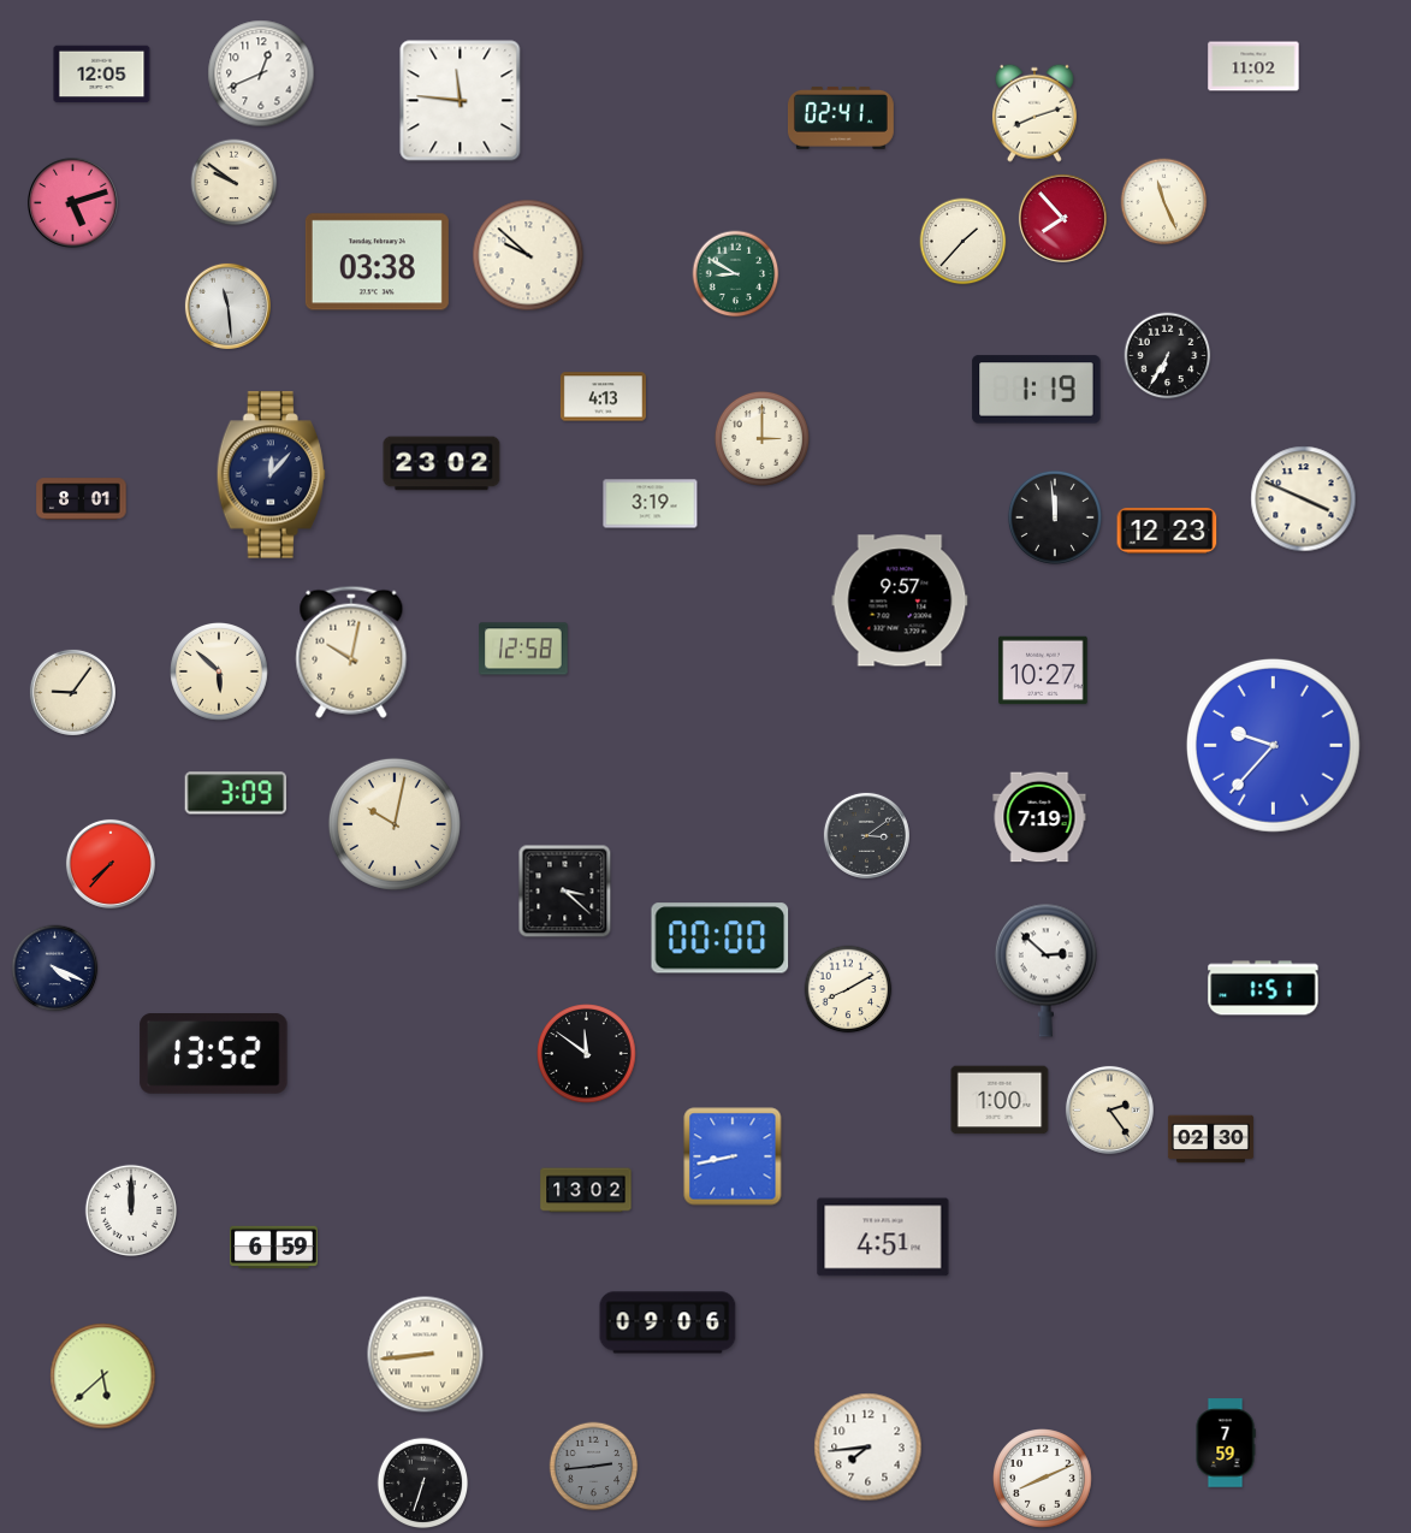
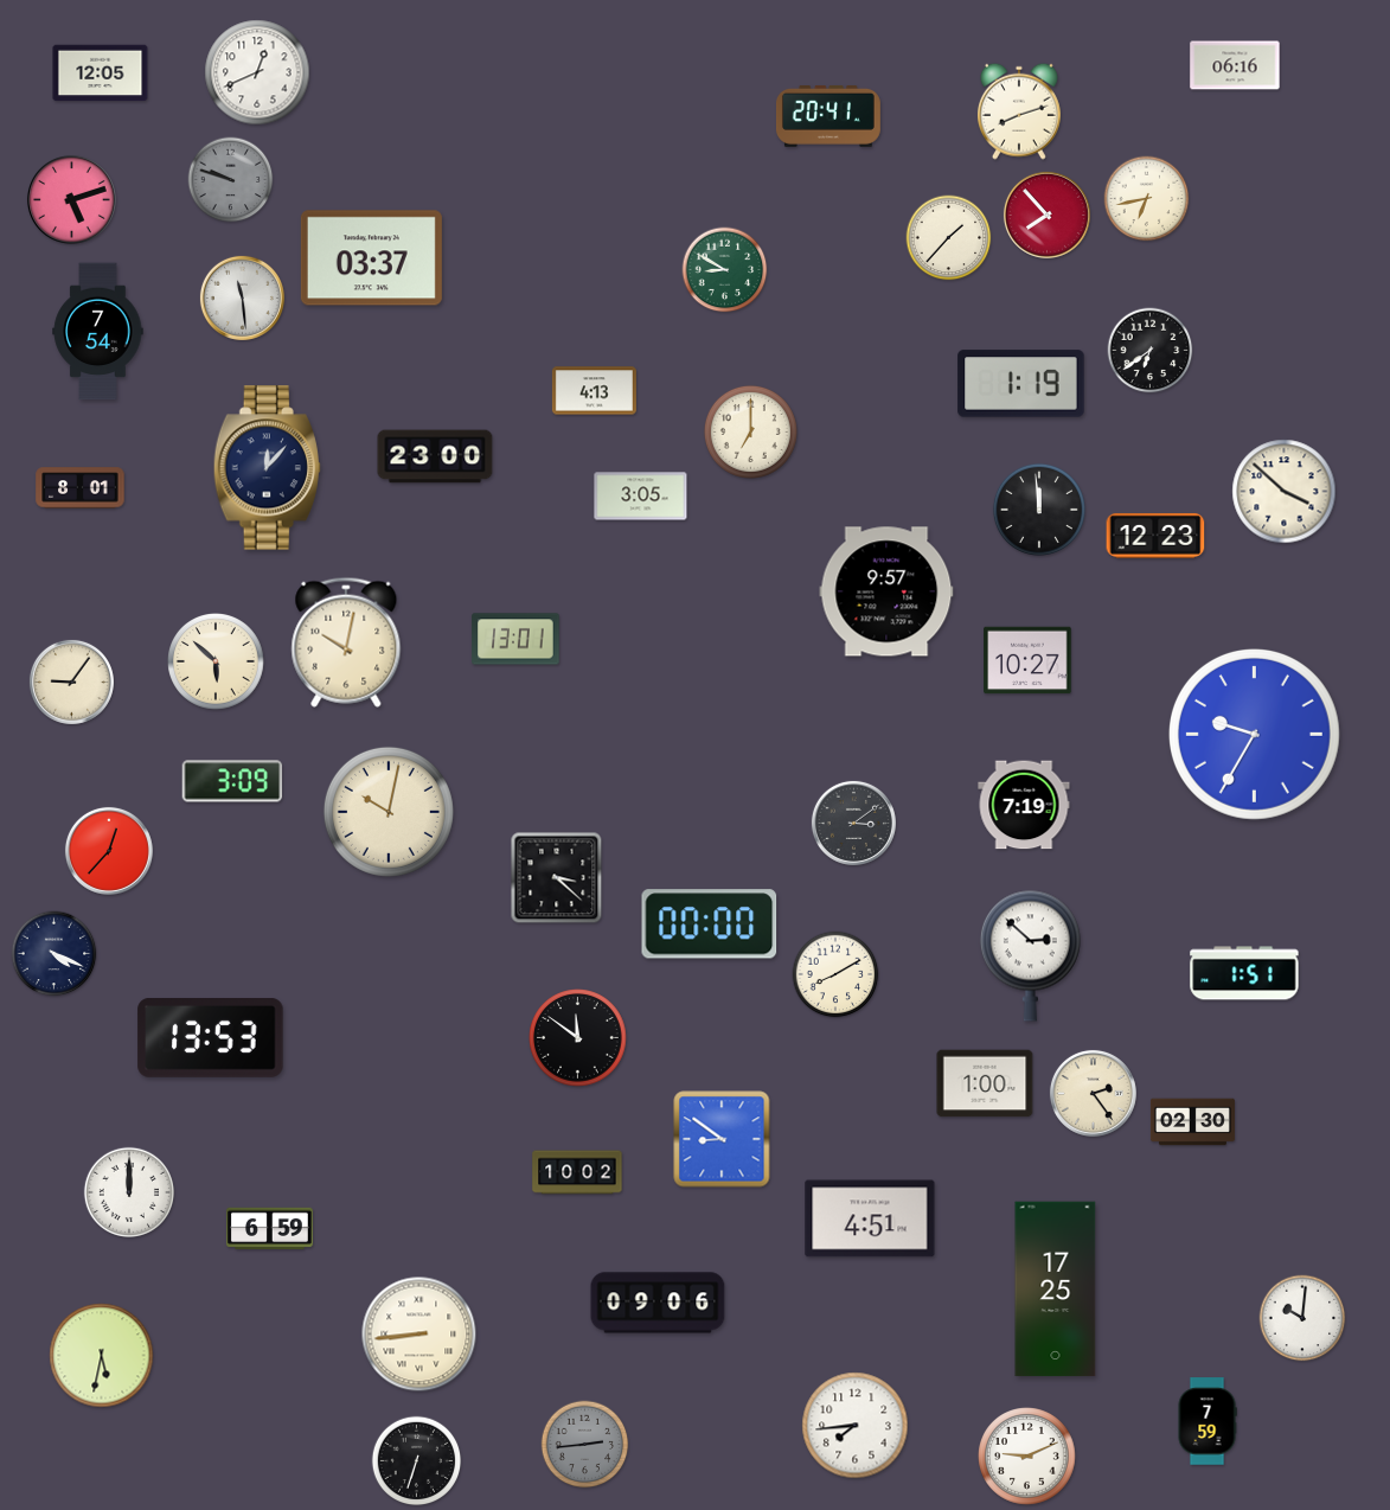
clock at (1253, 66): 11:02 -> 06:16
clock at (461, 101): 11:46 -> none
clock at (841, 118): 02:41 -> 20:41
clock at (235, 183): 9:51 -> 9:48
clock at (235, 183) dial: cream -> grey
clock at (1164, 202): 11:26 -> 6:43
clock at (528, 255): 9:52 -> none
clock at (377, 262): 03:38 -> 03:37
clock at (227, 306) position: (227, 306) -> (242, 297)
clock at (98, 332): none -> 7:54
clock at (1168, 356): 6:35 -> 6:39
clock at (761, 438): 3:00 -> 7:00
clock at (441, 463): 23:02 -> 23:00
clock at (82, 499) position: (82, 499) -> (81, 488)
clock at (1304, 499): 3:49 -> 3:52
clock at (651, 504): 3:19 -> 3:05
clock at (1167, 531) position: (1167, 531) -> (1155, 536)
clock at (523, 649): 12:58 -> 13:01
clock at (1273, 745): 9:37 -> 9:35
clock at (111, 864): 7:37 -> 12:37
clock at (214, 1054): 13:52 -> 13:53
clock at (733, 1156): 8:43 -> 8:51
clock at (586, 1190): 13:02 -> 10:02
clock at (1056, 1290): none -> 17:25
clock at (1302, 1318): none -> 10:01
clock at (103, 1377): 5:38 -> 5:32
clock at (1043, 1479): 8:11 -> 9:11
